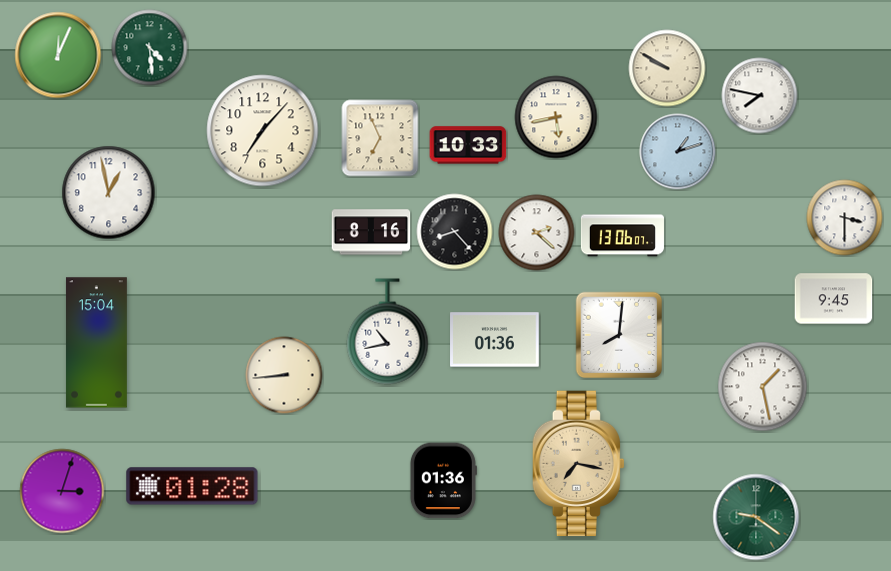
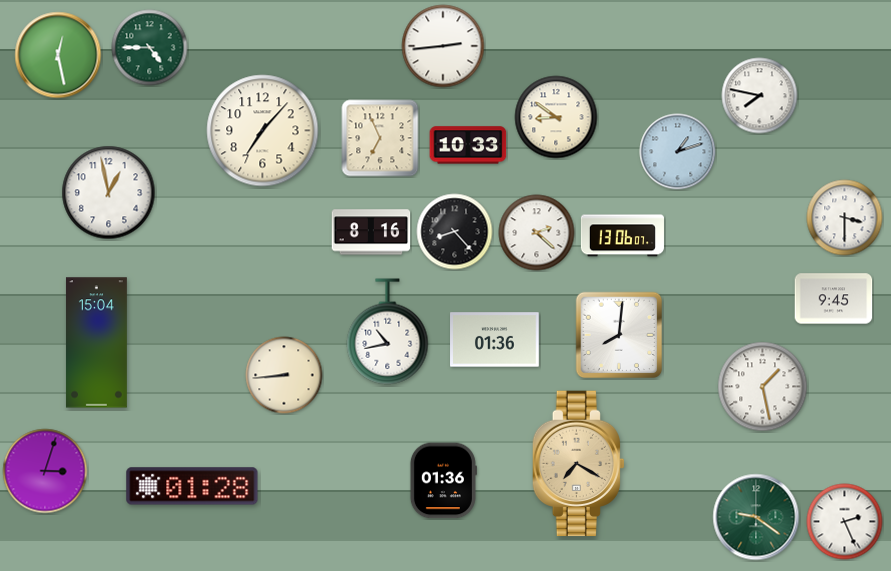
clock at (443, 46): none -> 2:44
clock at (150, 48): 4:29 -> 4:45
clock at (58, 55): 12:04 -> 12:28
clock at (667, 68): 9:50 -> none
clock at (556, 117): 5:43 -> 8:51
clock at (578, 464): 7:17 -> 7:20
clock at (62, 491) position: (62, 491) -> (45, 471)
clock at (845, 522): none -> 2:26
